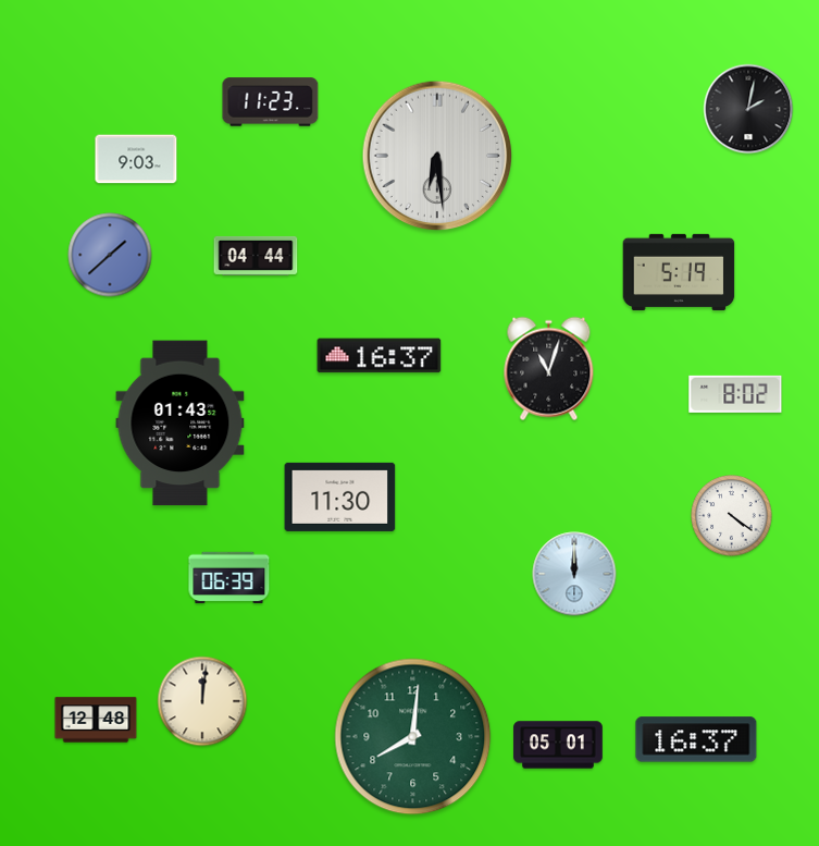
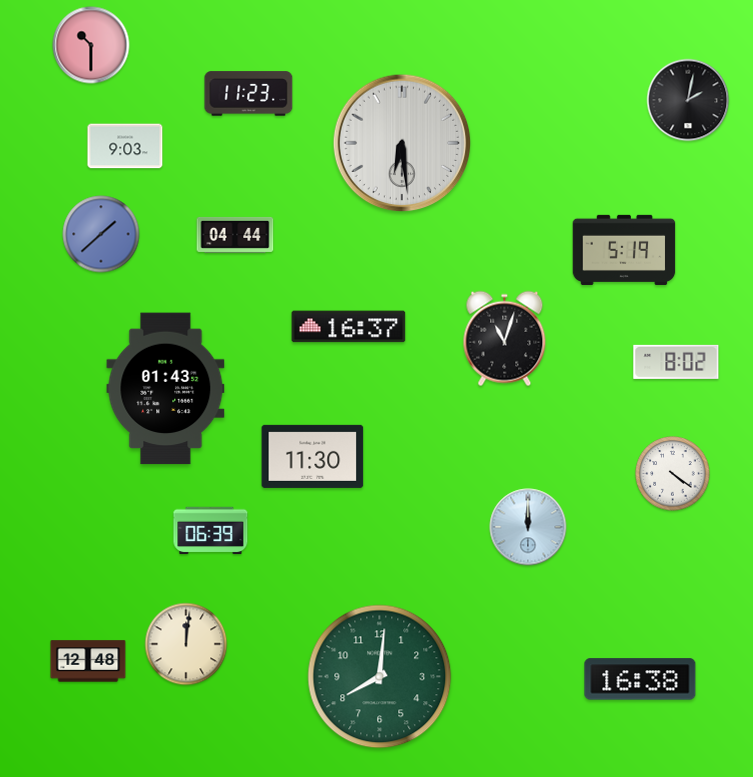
clock at (91, 45): none -> 10:30
clock at (696, 739): 16:37 -> 16:38
clock at (558, 745): 05:01 -> none
